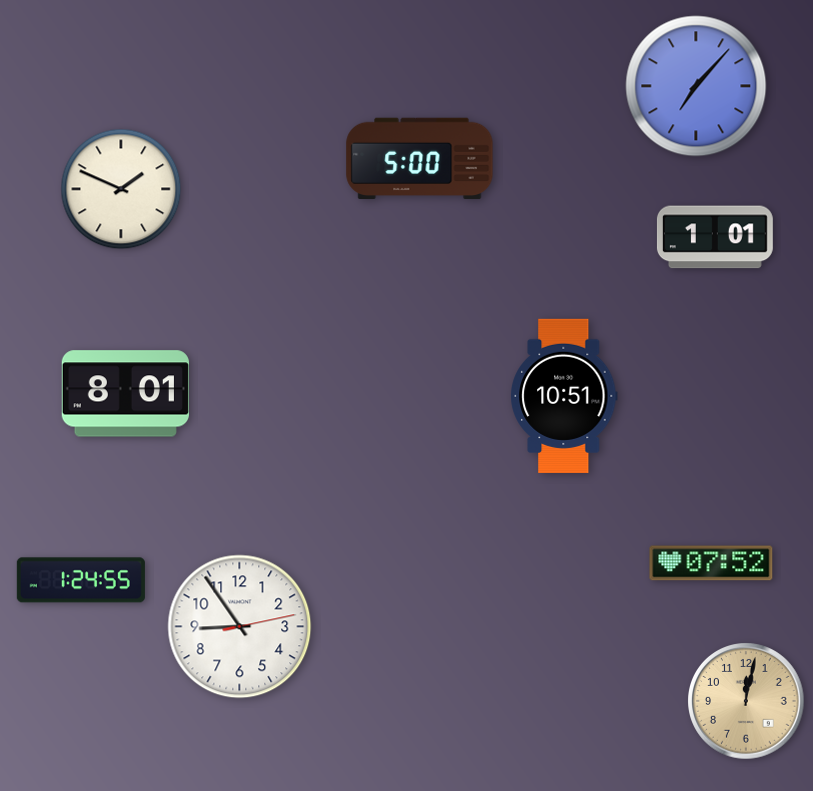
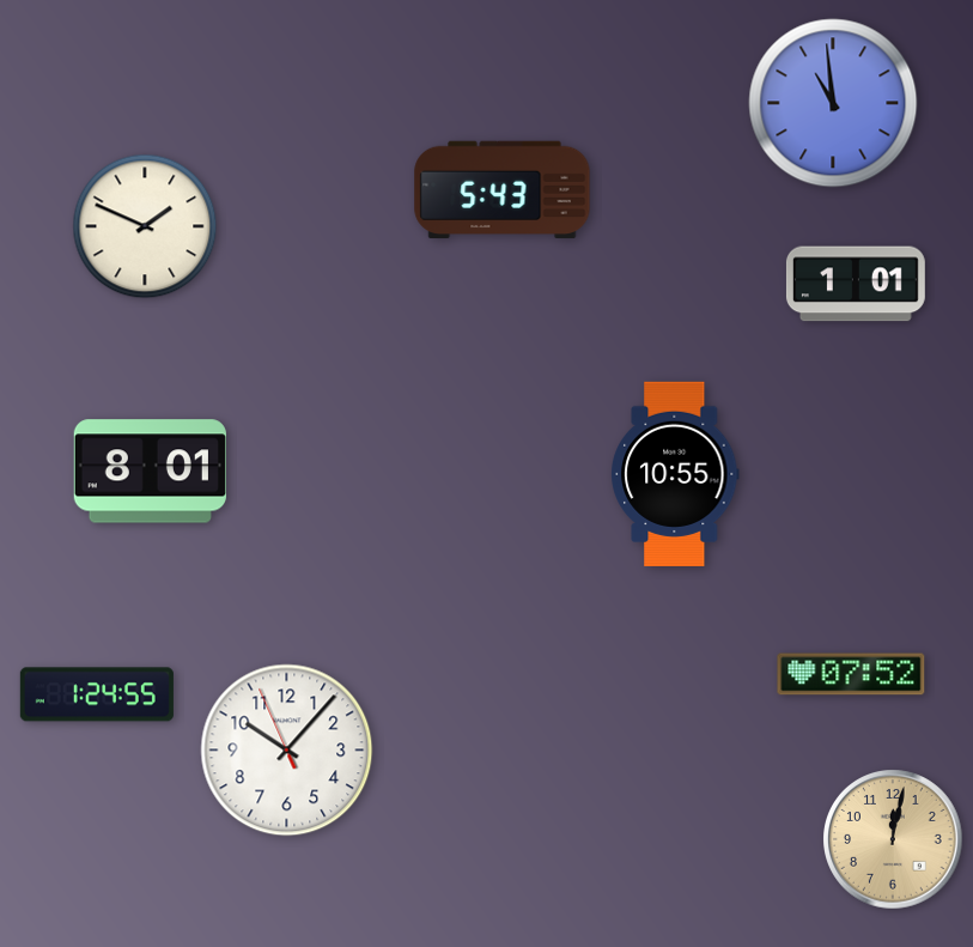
clock at (696, 86): 7:07 -> 10:59
clock at (420, 159): 5:00 -> 5:43
clock at (564, 395): 10:51 -> 10:55
clock at (240, 627): 8:54 -> 10:06
